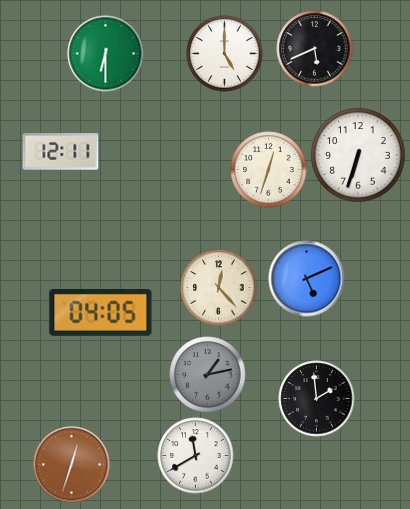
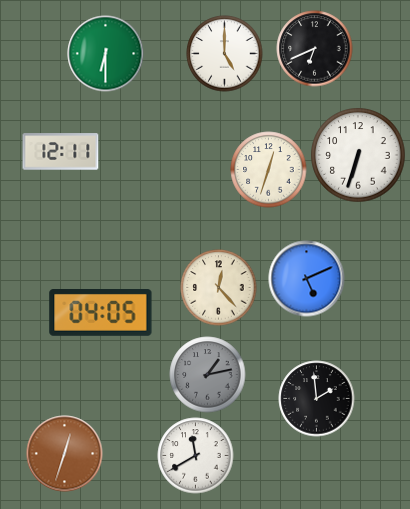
clock at (315, 49): 5:41 -> 6:41
clock at (72, 465) position: (72, 465) -> (65, 454)
